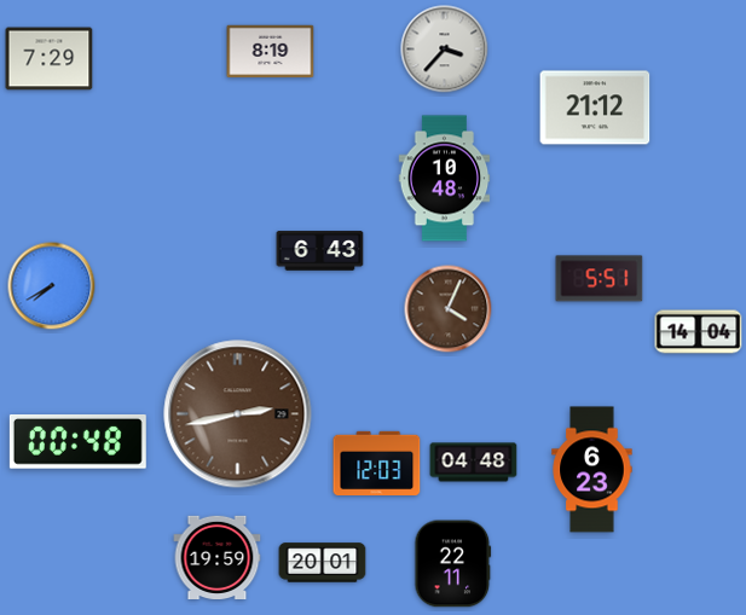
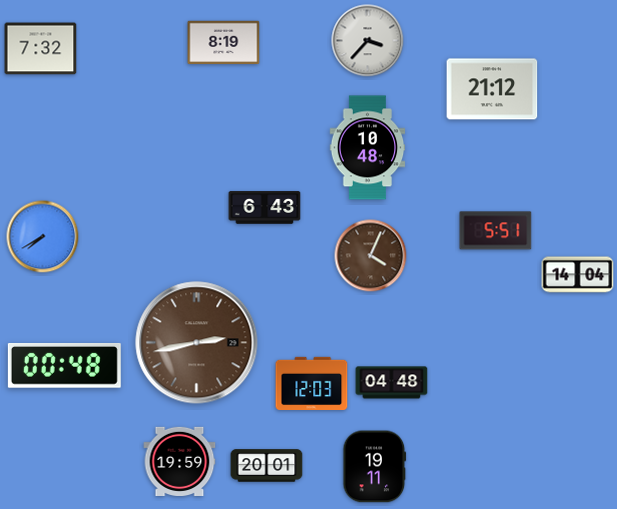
clock at (50, 59): 7:29 -> 7:32
clock at (592, 470): 6:23 -> none
clock at (453, 564): 22:11 -> 19:11
